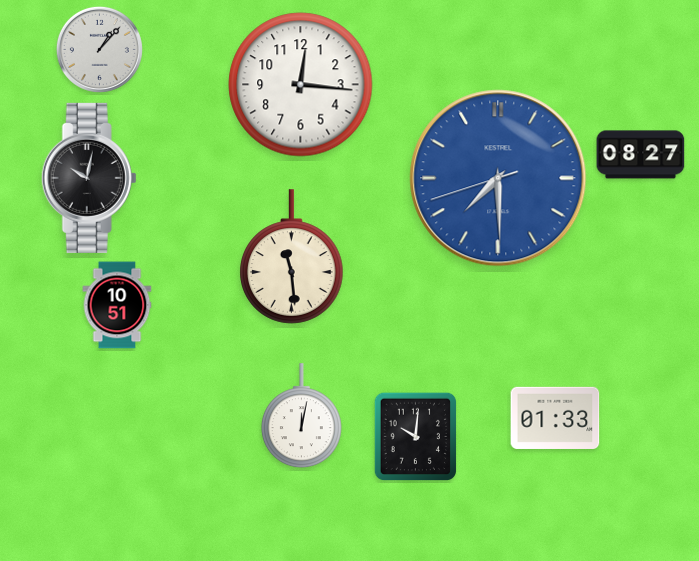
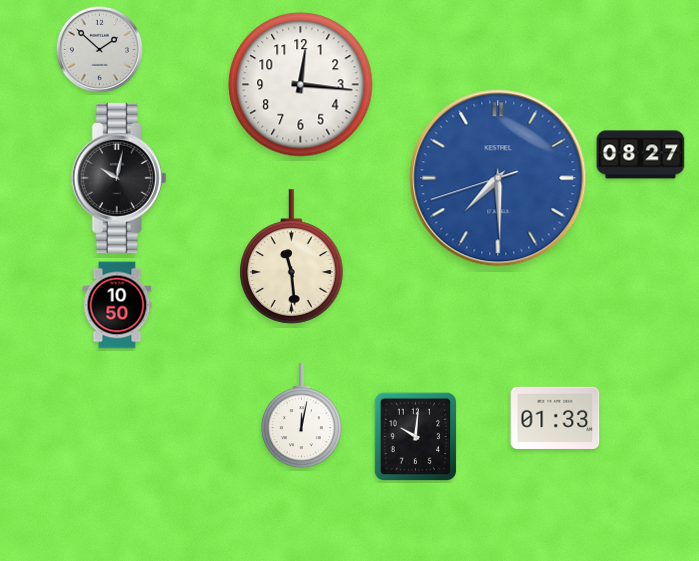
clock at (99, 49): 1:07 -> 1:52
clock at (89, 178) position: (89, 178) -> (119, 178)
clock at (117, 305): 10:51 -> 10:50
